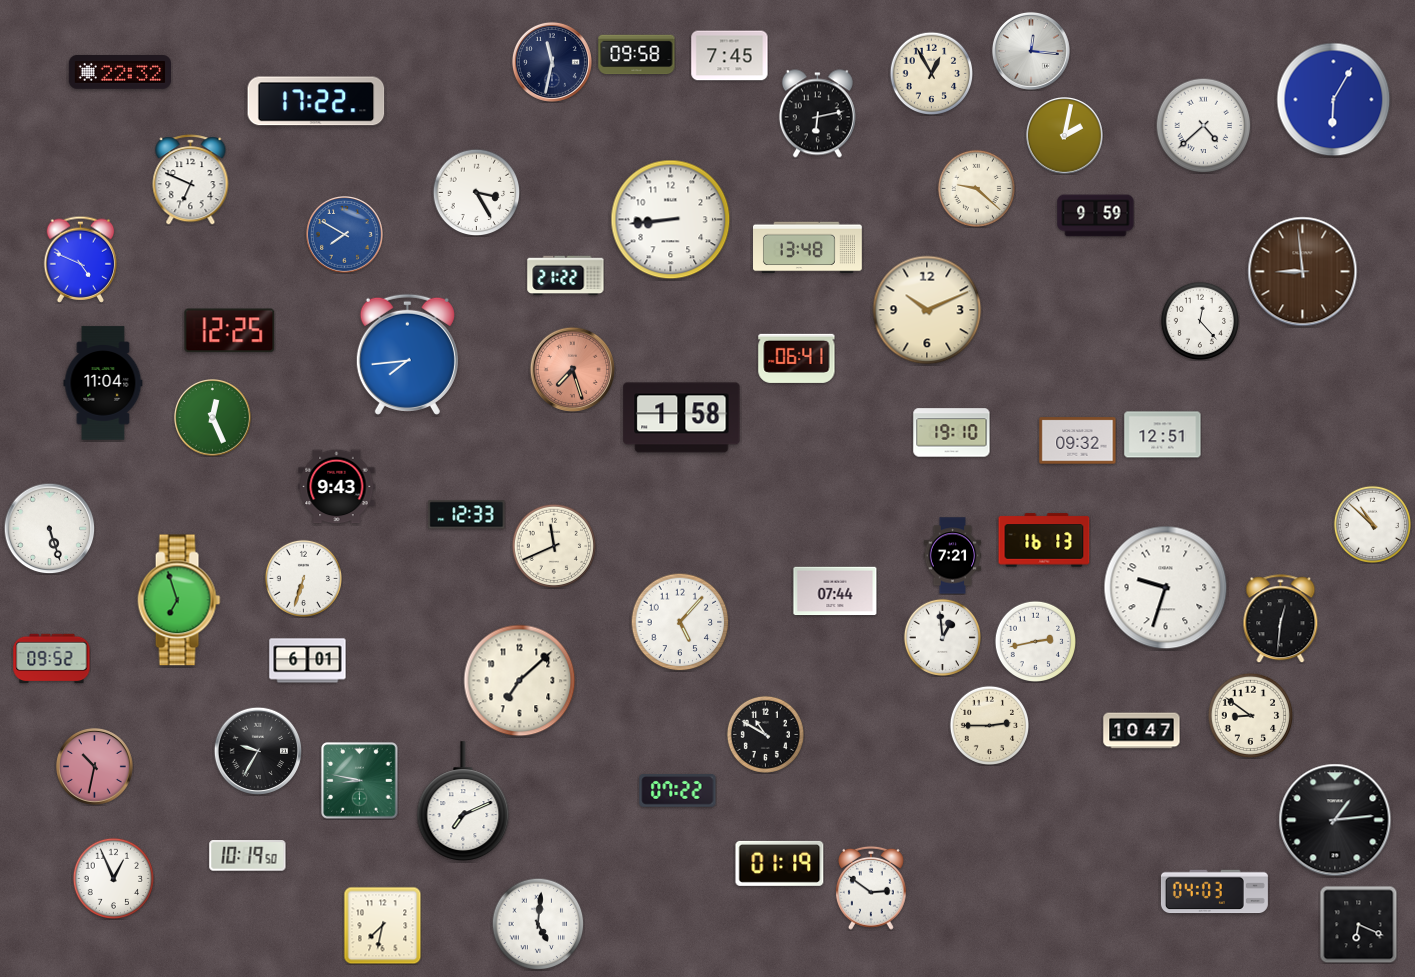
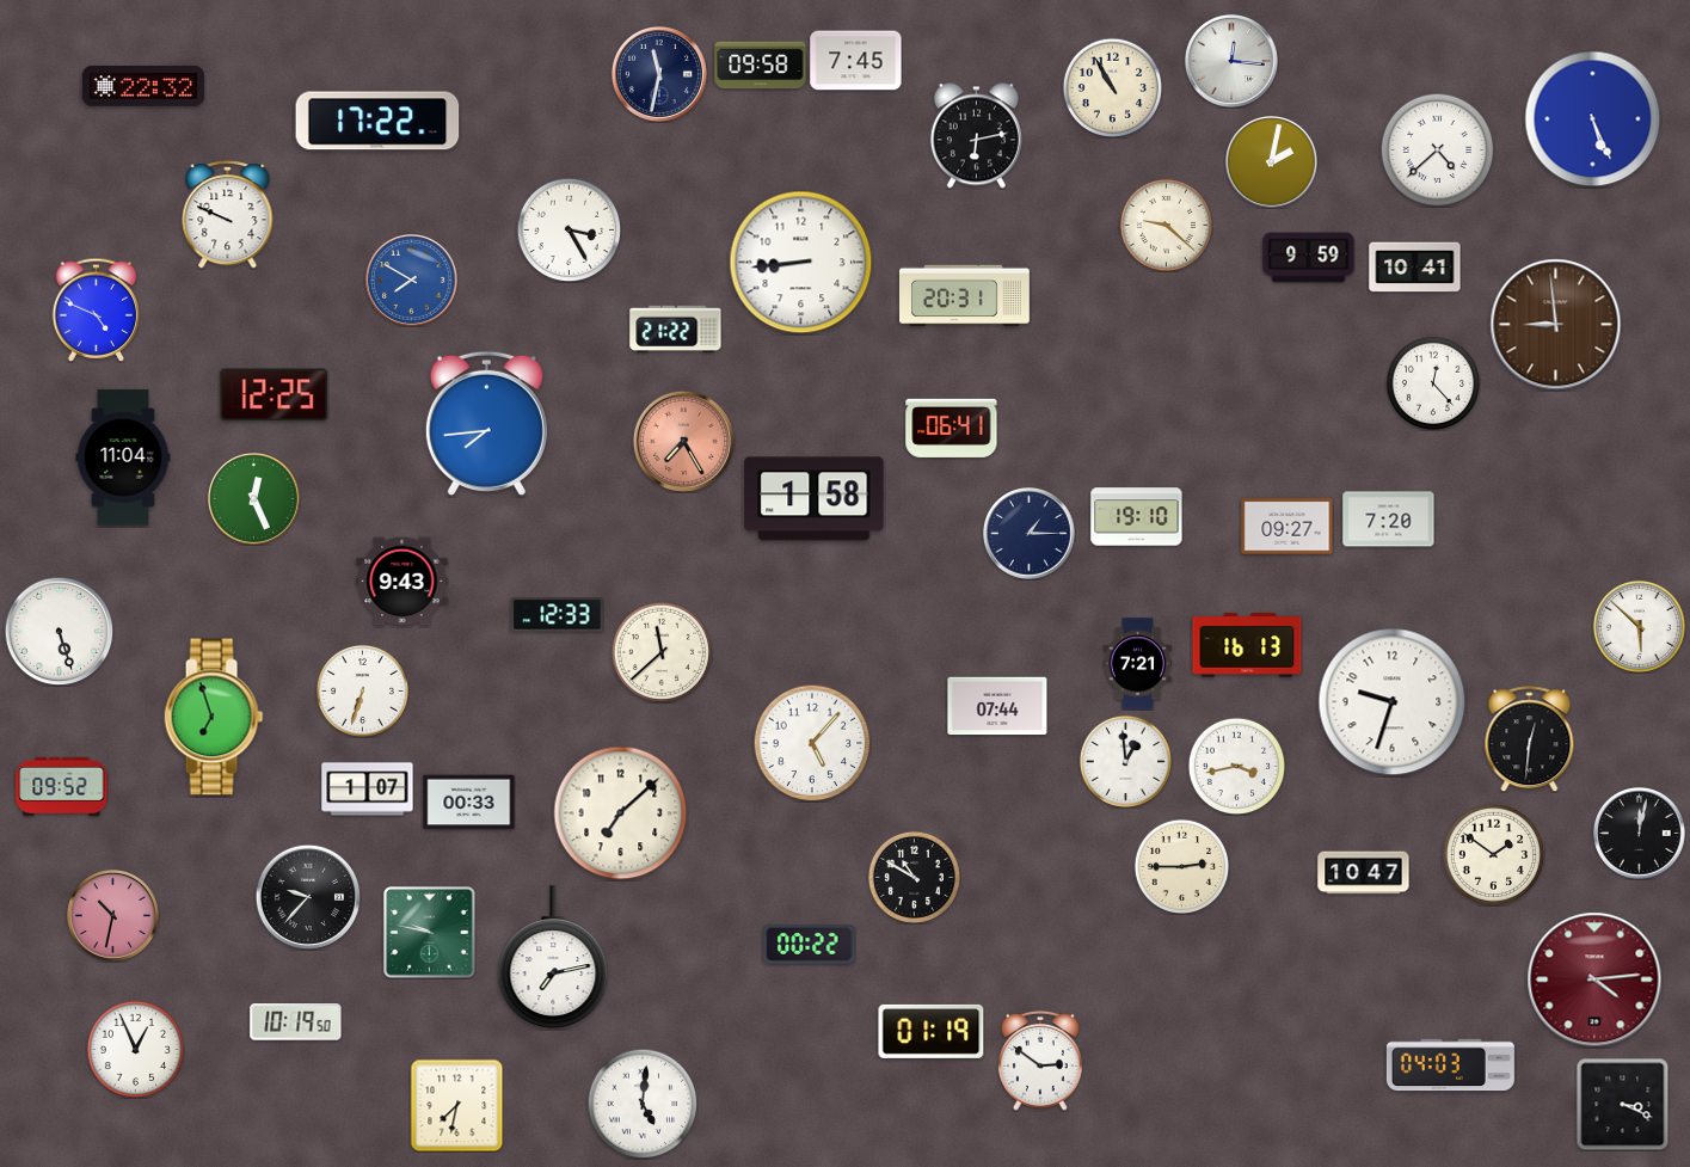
clock at (730, 56) position: (730, 56) -> (856, 61)
clock at (931, 73): 12:55 -> 10:55
clock at (1334, 100): 6:05 -> 5:26
clock at (191, 180): 6:49 -> 9:49
clock at (1415, 268): none -> 10:41
clock at (808, 248): 13:48 -> 20:31
clock at (927, 310): 10:11 -> none
clock at (572, 369): 7:27 -> 7:25
clock at (1163, 435): 12:51 -> 7:20
clock at (1078, 441): 09:32 -> 09:27
clock at (1030, 534): none -> 1:15
clock at (1372, 524): 10:52 -> 5:52
clock at (554, 546): 11:41 -> 11:38
clock at (1035, 641): 2:43 -> 3:43
clock at (308, 661): 6:01 -> 1:07
clock at (469, 803): none -> 00:33
clock at (1640, 834): none -> 12:02
clock at (1250, 715): 8:51 -> 1:51
clock at (258, 751): 9:35 -> 9:37
clock at (360, 781): 8:47 -> 9:47
clock at (678, 791): 07:22 -> 00:22
clock at (463, 801): 7:11 -> 7:13
clock at (1335, 820): 1:14 -> 4:14
clock at (1335, 820) dial: black -> burgundy
clock at (1358, 924): 6:19 -> 3:19
